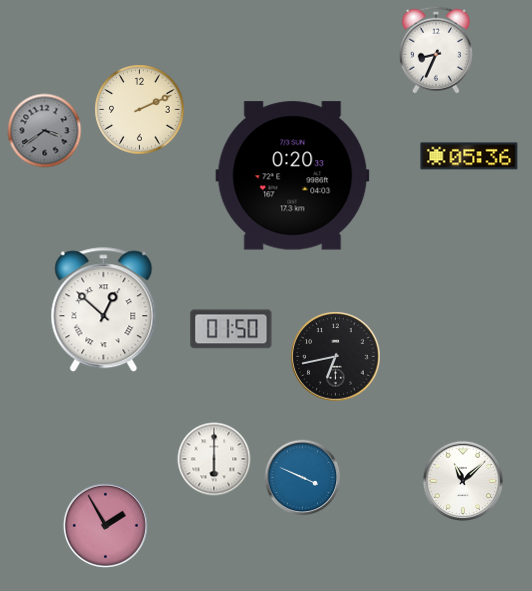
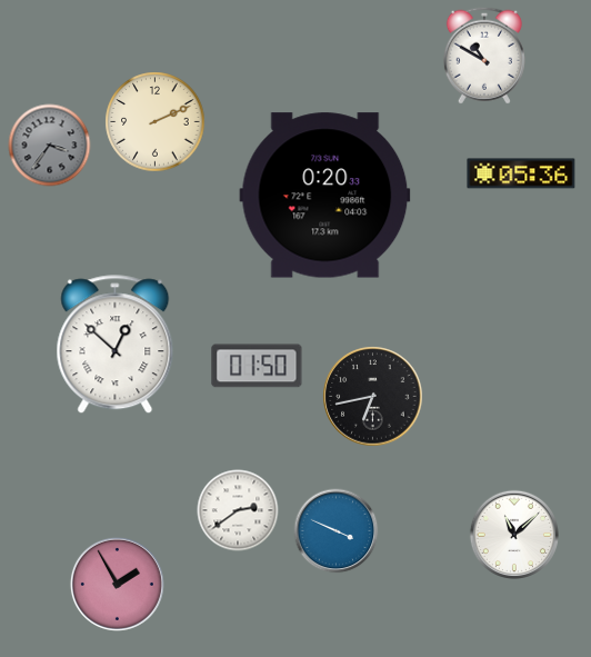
clock at (436, 50): 8:34 -> 10:50
clock at (45, 131): 3:39 -> 3:36
clock at (214, 459): 6:00 -> 2:39
